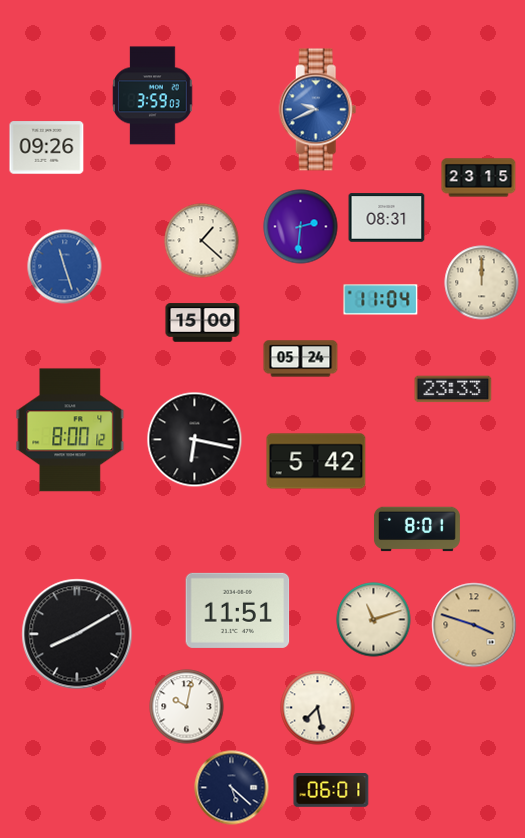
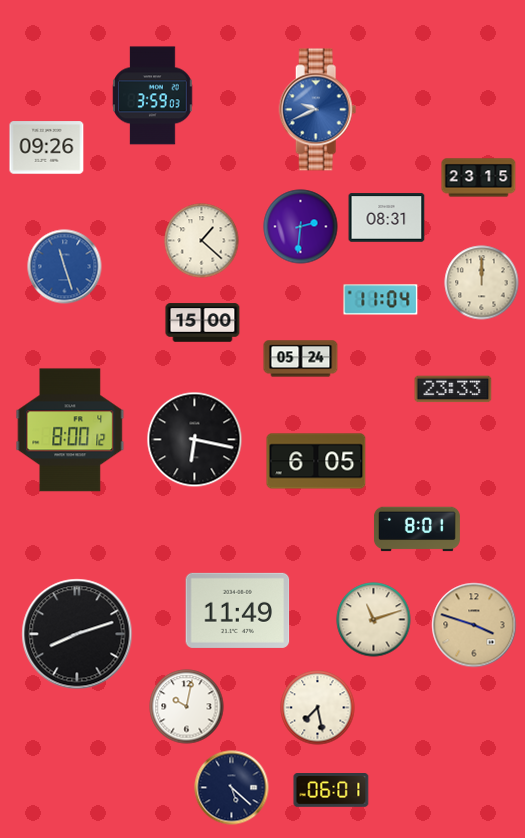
clock at (316, 461): 5:42 -> 6:05
clock at (238, 610): 11:51 -> 11:49
clock at (77, 634): 8:10 -> 8:12
